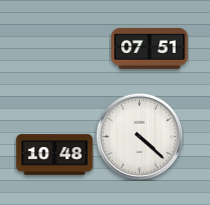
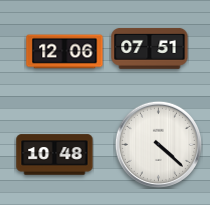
clock at (65, 52): none -> 12:06
clock at (139, 136) position: (139, 136) -> (158, 144)
